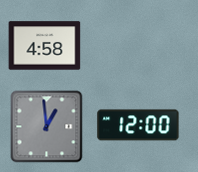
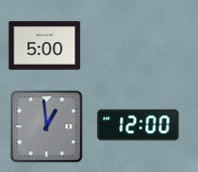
clock at (45, 46): 4:58 -> 5:00
